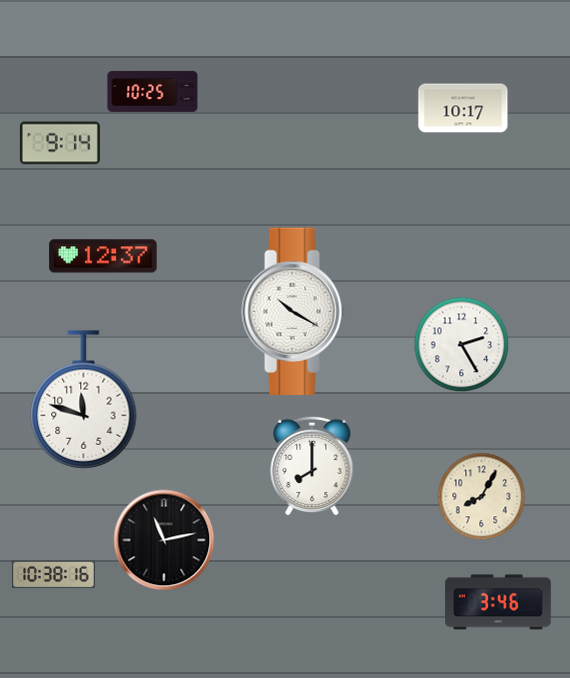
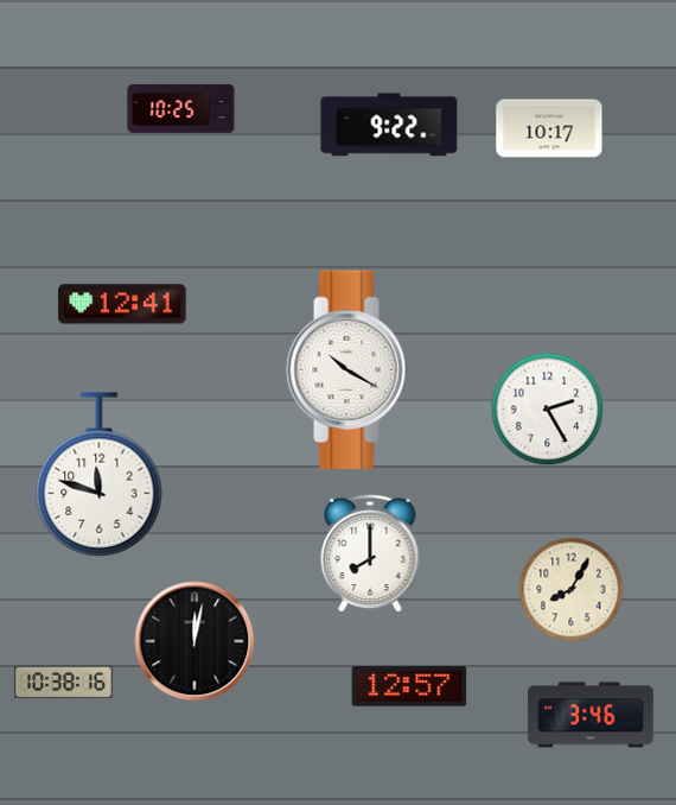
clock at (389, 125): none -> 9:22
clock at (60, 143): 9:14 -> none
clock at (103, 256): 12:37 -> 12:41
clock at (164, 540): 11:13 -> 12:02
clock at (409, 686): none -> 12:57
